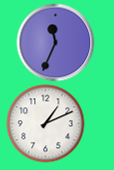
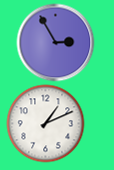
clock at (55, 42): 11:34 -> 2:55
